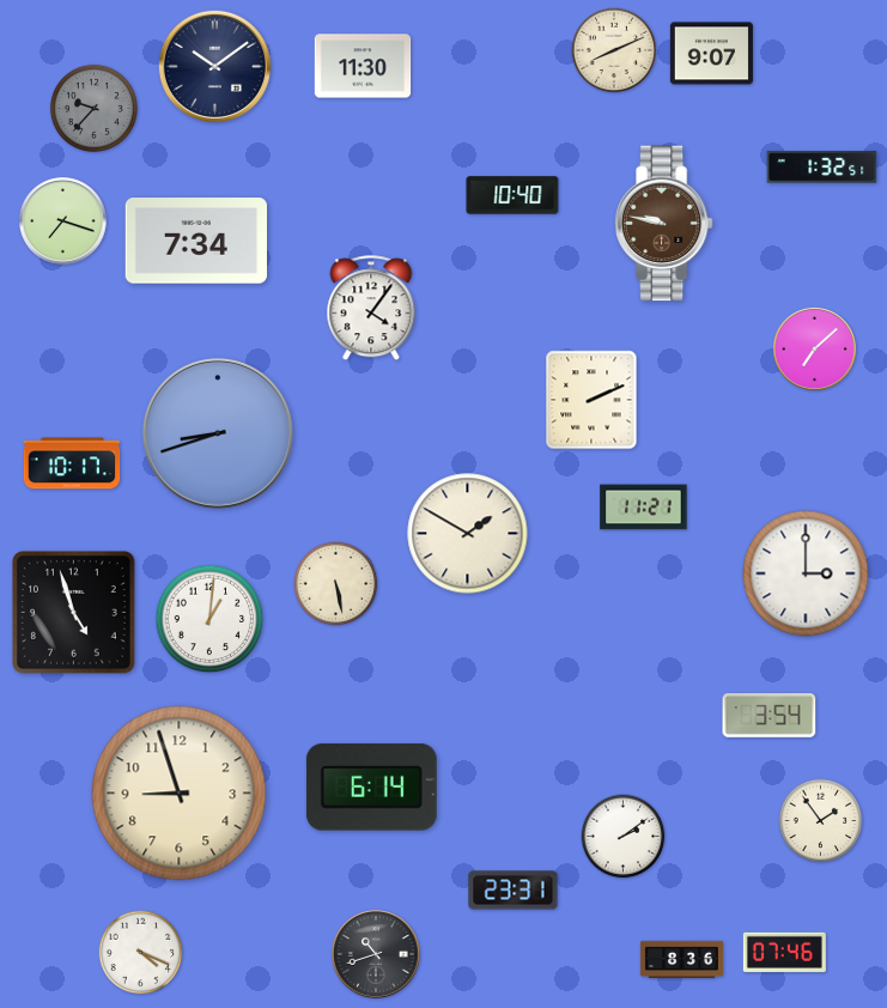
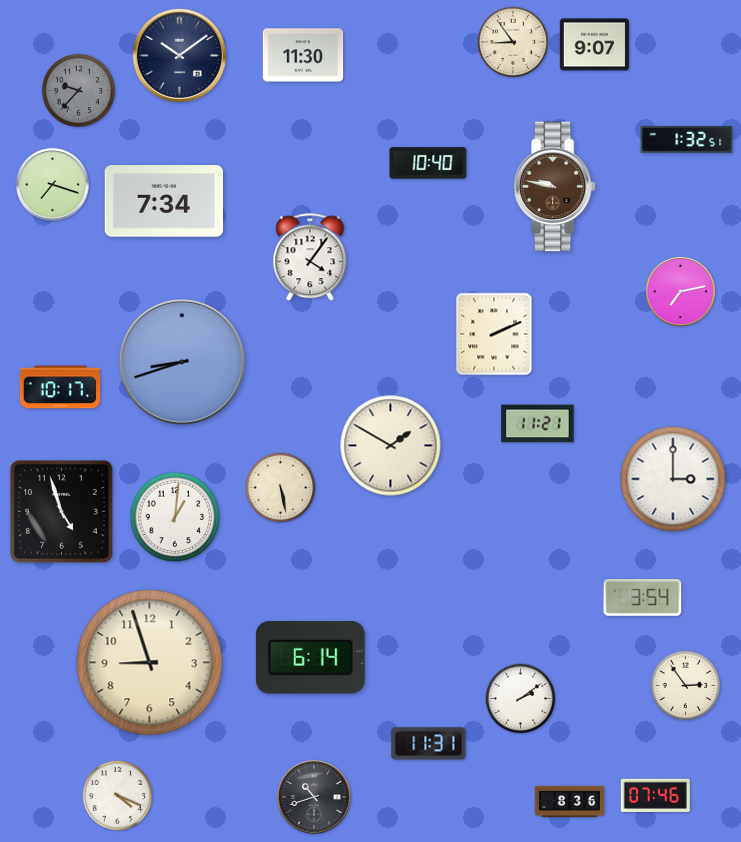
clock at (614, 50): 8:11 -> 8:54
clock at (814, 348): 7:08 -> 7:13
clock at (821, 821): 1:54 -> 2:54
clock at (514, 891): 23:31 -> 11:31
